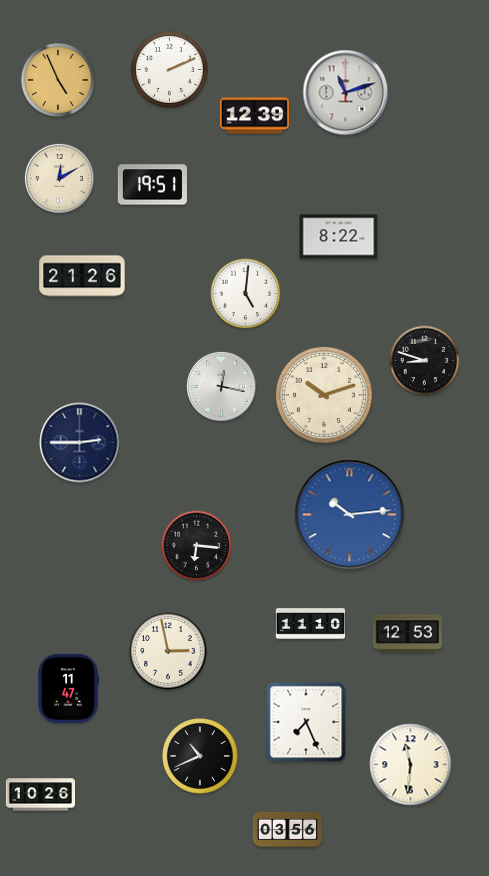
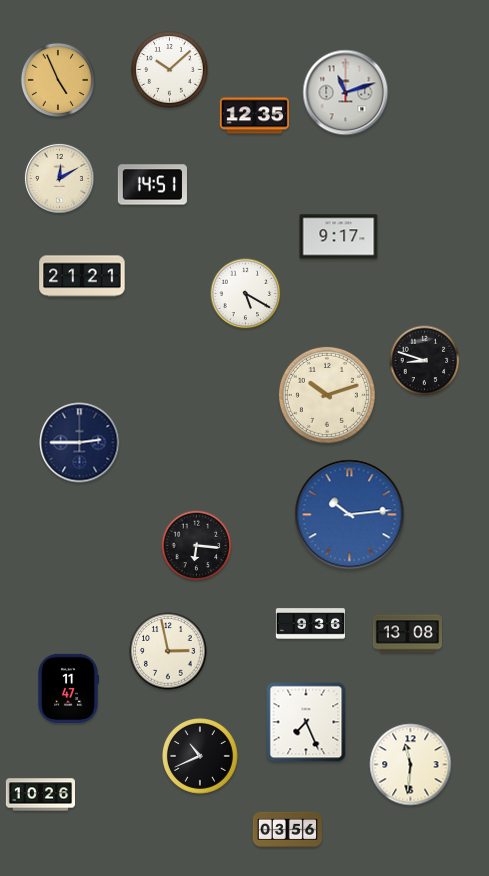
clock at (170, 70): 2:11 -> 10:08
clock at (254, 116): 12:39 -> 12:35
clock at (152, 185): 19:51 -> 14:51
clock at (339, 237): 8:22 -> 9:17
clock at (82, 276): 21:26 -> 21:21
clock at (246, 294): 5:01 -> 5:20
clock at (221, 386): 12:17 -> none
clock at (324, 395) position: (324, 395) -> (327, 395)
clock at (310, 624): 11:10 -> 9:36
clock at (407, 634): 12:53 -> 13:08
